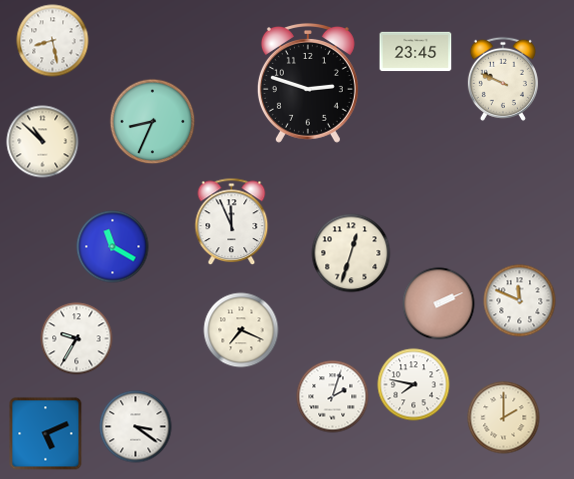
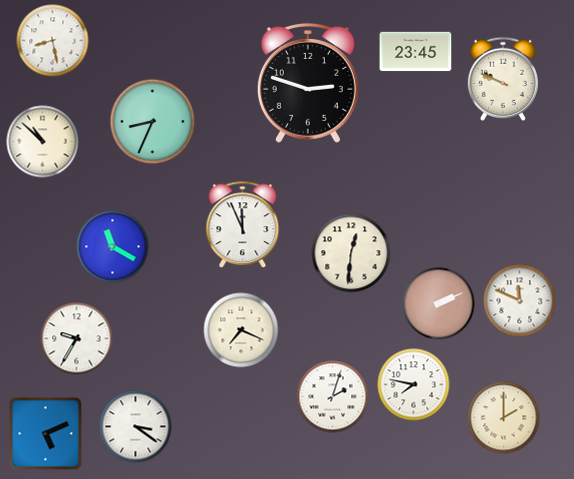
clock at (232, 222) position: (232, 222) -> (243, 225)
clock at (351, 253): 12:33 -> 12:31
